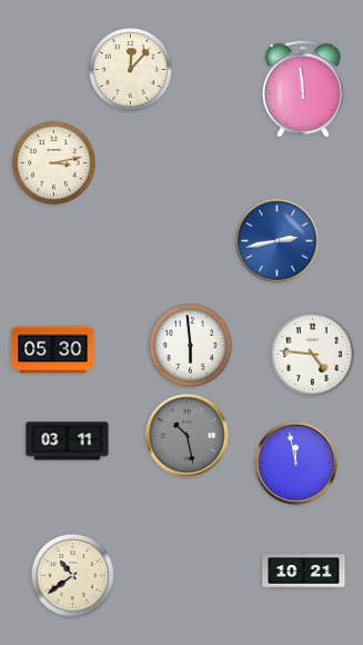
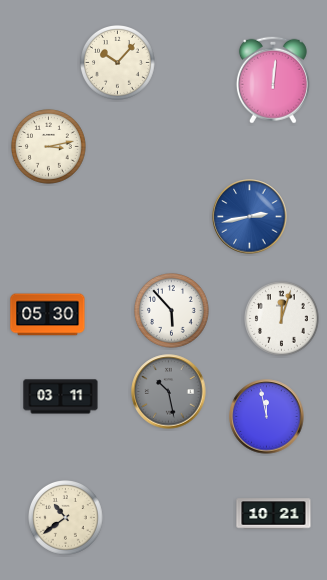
clock at (131, 70): 12:07 -> 10:07
clock at (303, 89): 11:59 -> 12:01
clock at (191, 346): 5:59 -> 5:53
clock at (313, 355): 4:46 -> 12:03
